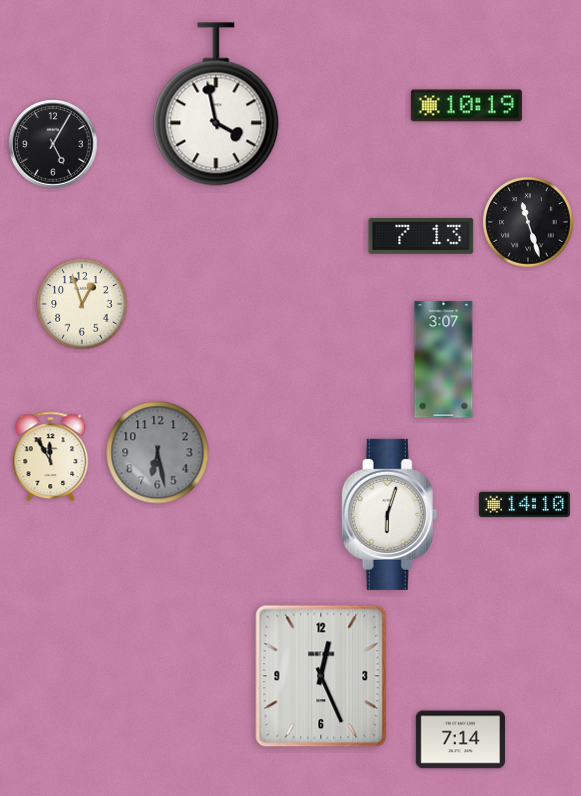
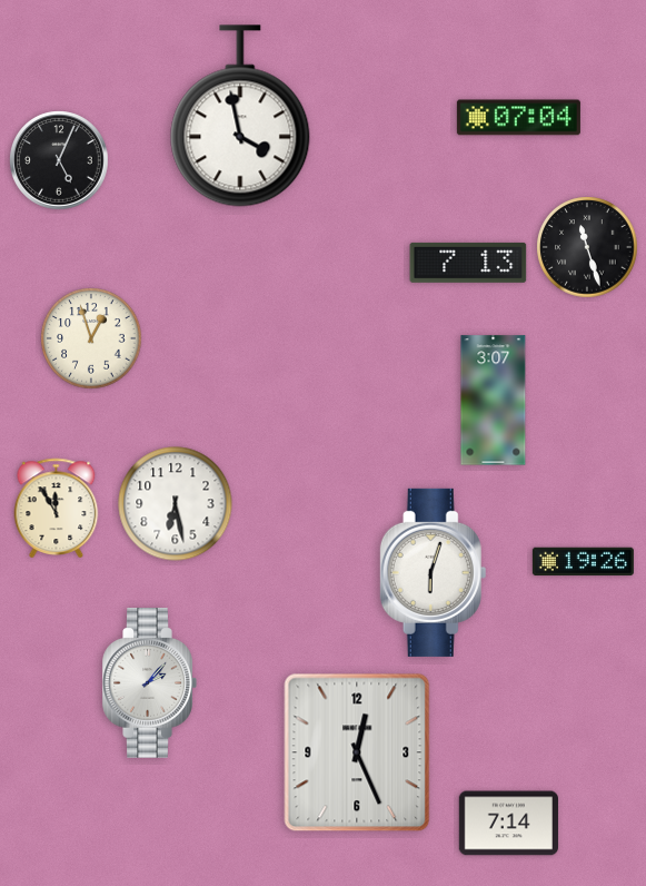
clock at (466, 106): 10:19 -> 07:04
clock at (53, 144): 5:05 -> 5:04
clock at (158, 453) dial: grey -> white
clock at (524, 505): 14:10 -> 19:26
clock at (149, 683): none -> 2:07
clock at (460, 740) position: (460, 740) -> (508, 824)
